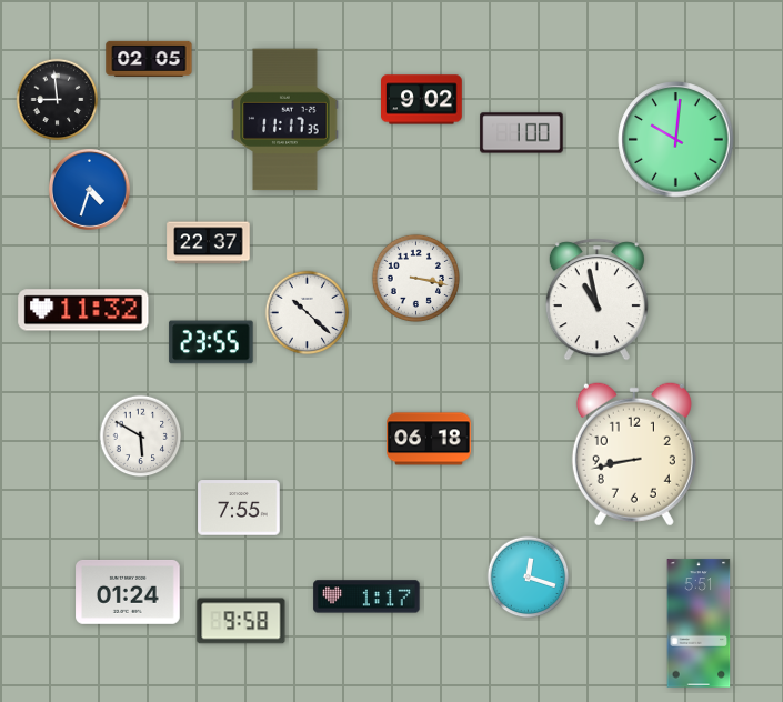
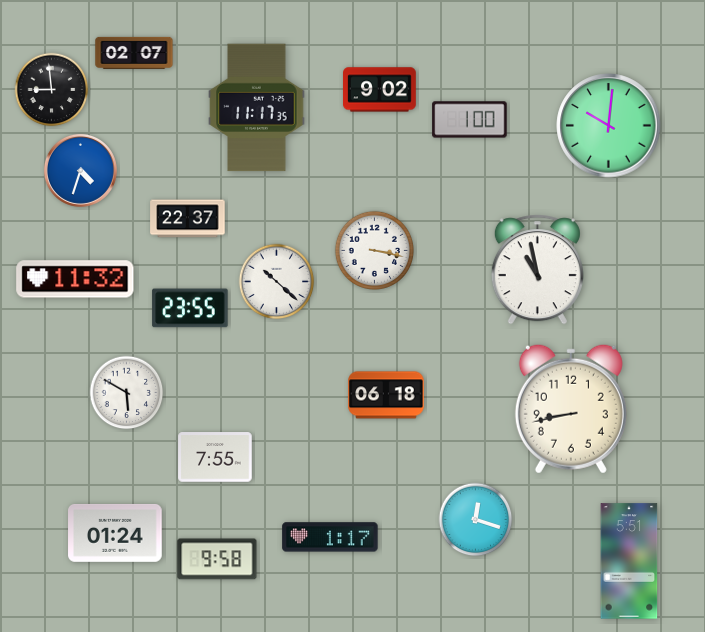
clock at (149, 59): 02:05 -> 02:07
